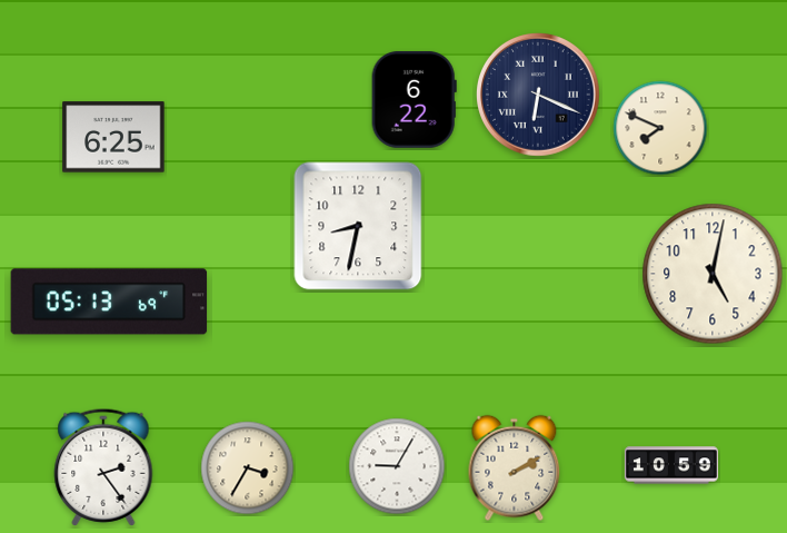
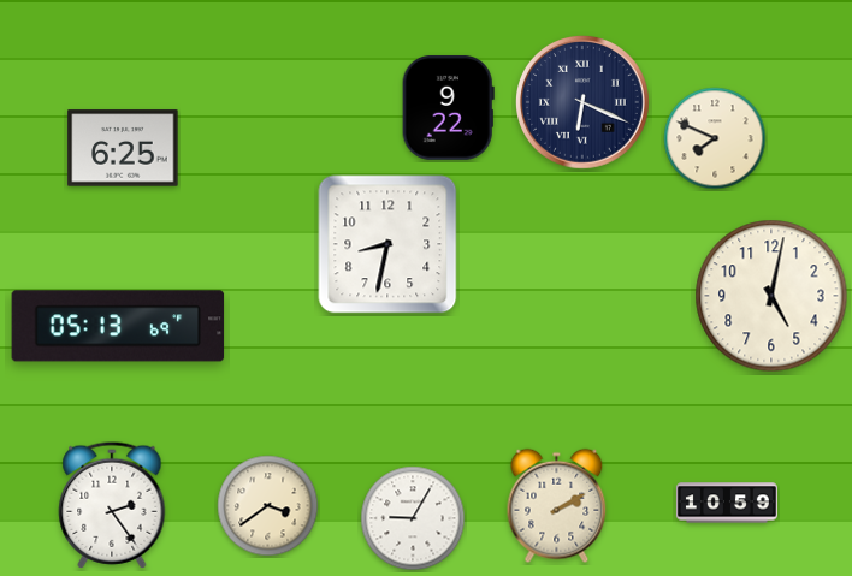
clock at (414, 99): 6:22 -> 9:22
clock at (397, 466) position: (397, 466) -> (413, 518)
clock at (248, 468): 3:35 -> 3:39
